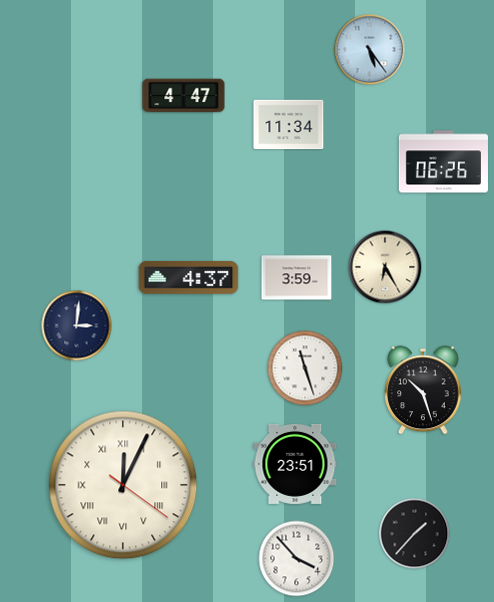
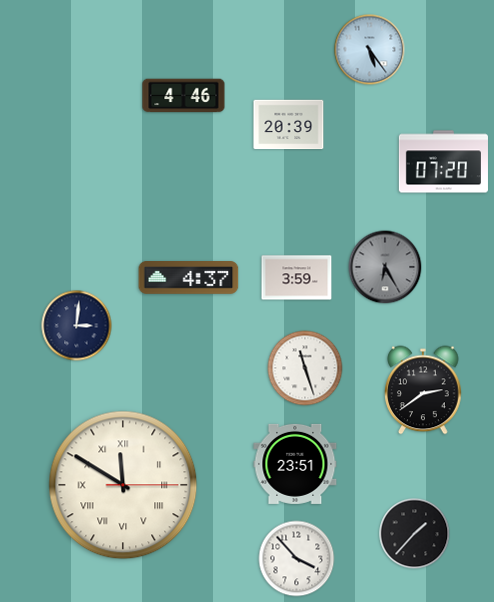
clock at (184, 96): 4:47 -> 4:46
clock at (289, 125): 11:34 -> 20:39
clock at (443, 162): 06:26 -> 07:20
clock at (385, 267) dial: cream -> grey
clock at (423, 390): 10:27 -> 2:39
clock at (123, 485): 12:04 -> 11:50
